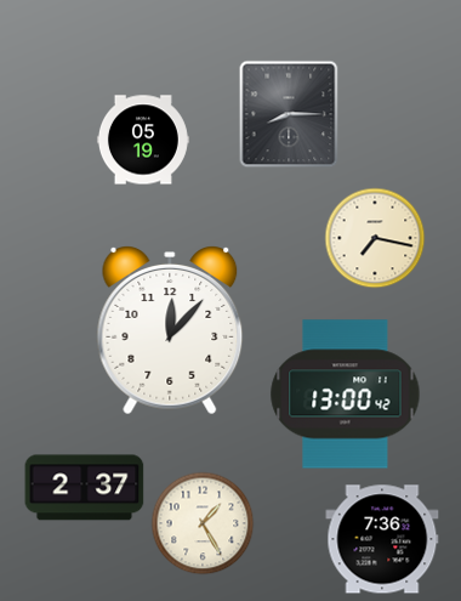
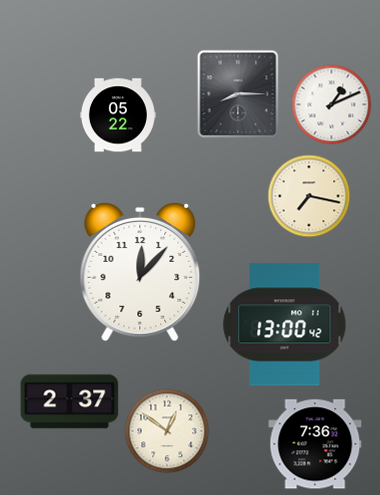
clock at (332, 105): none -> 1:11
clock at (143, 140): 05:19 -> 05:22
clock at (203, 523): 1:25 -> 12:51
